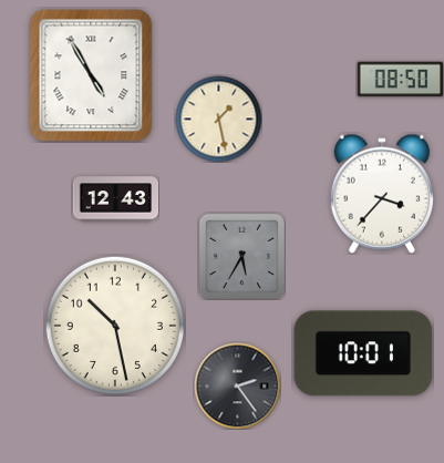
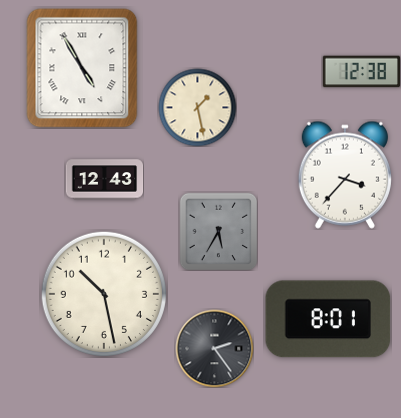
clock at (400, 80): 08:50 -> 12:38
clock at (363, 353): 10:01 -> 8:01
